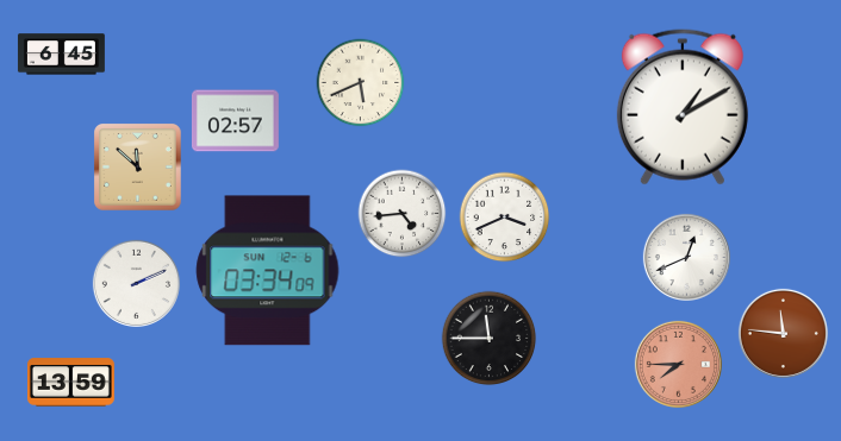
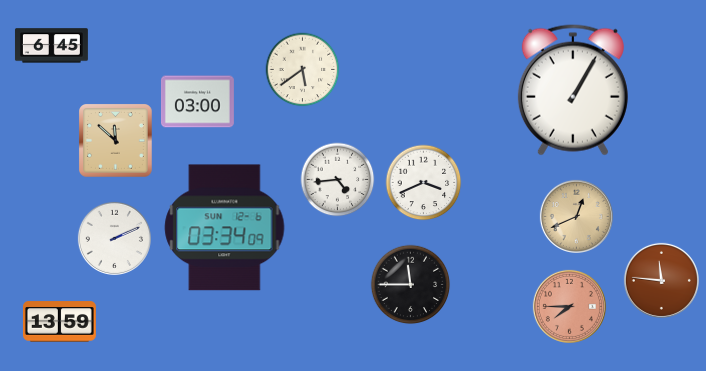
clock at (361, 83): 5:41 -> 5:39
clock at (683, 107): 1:10 -> 1:05
clock at (235, 121): 02:57 -> 03:00
clock at (686, 257) dial: white -> champagne
clock at (783, 333) position: (783, 333) -> (661, 280)
